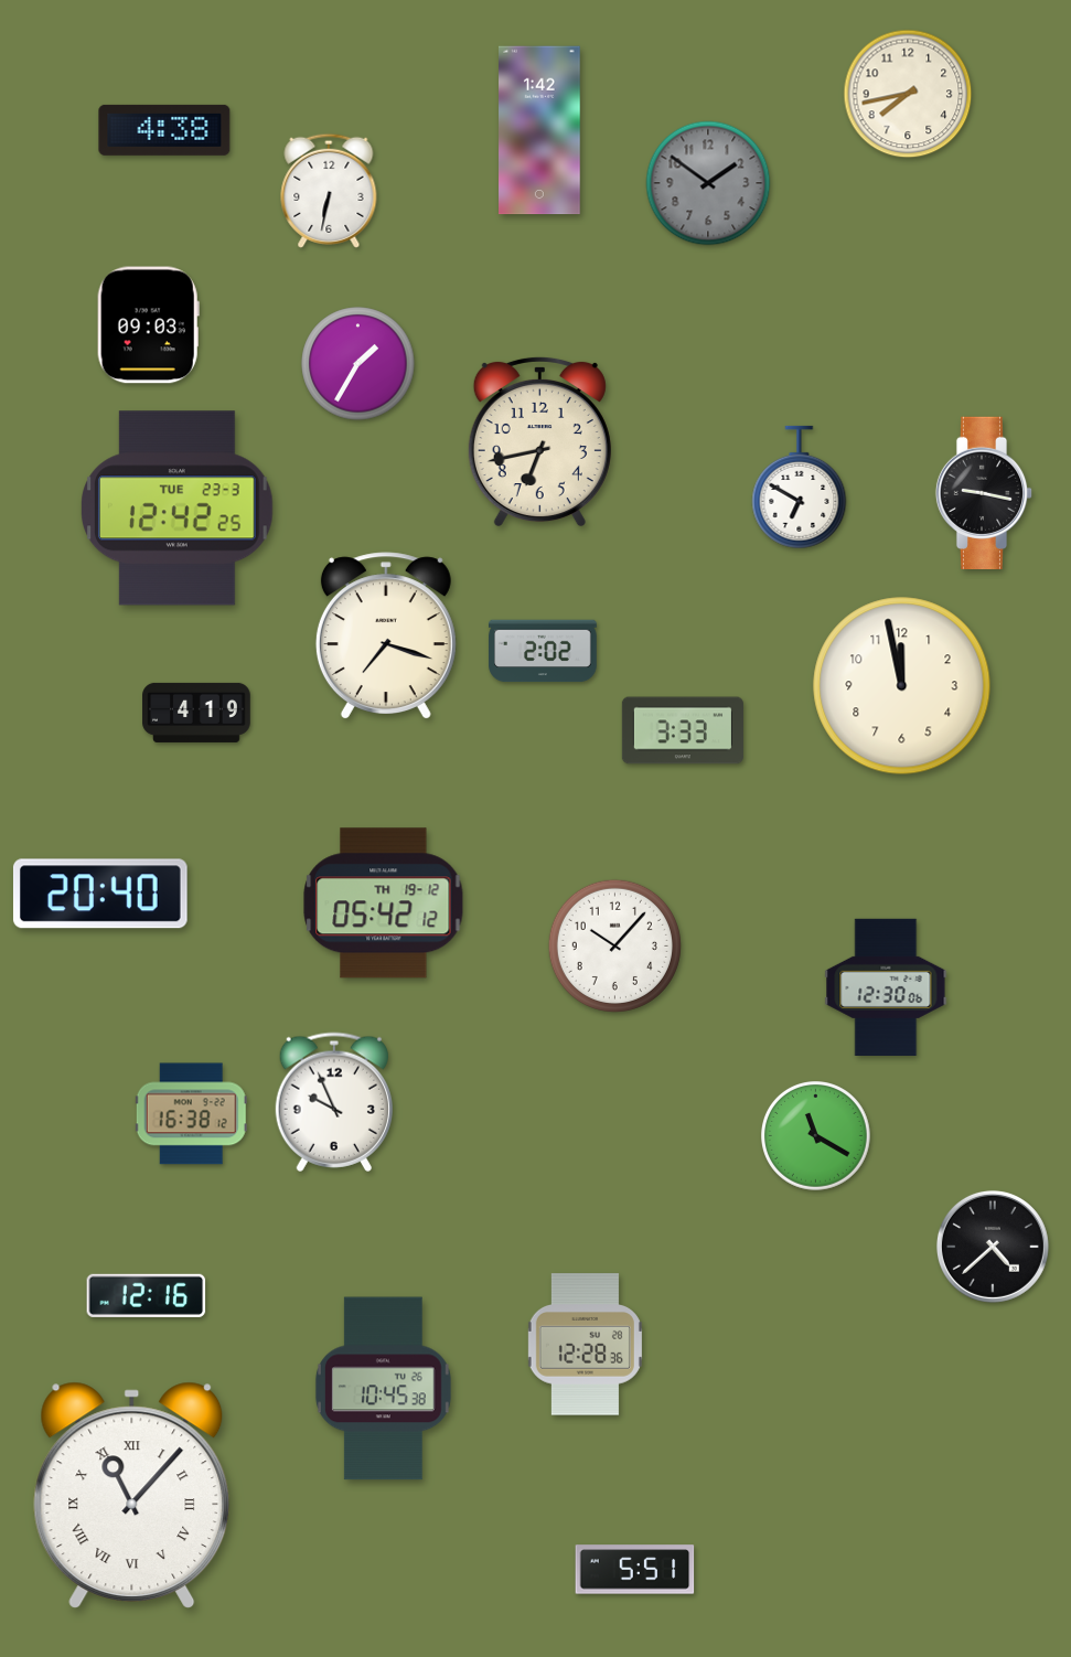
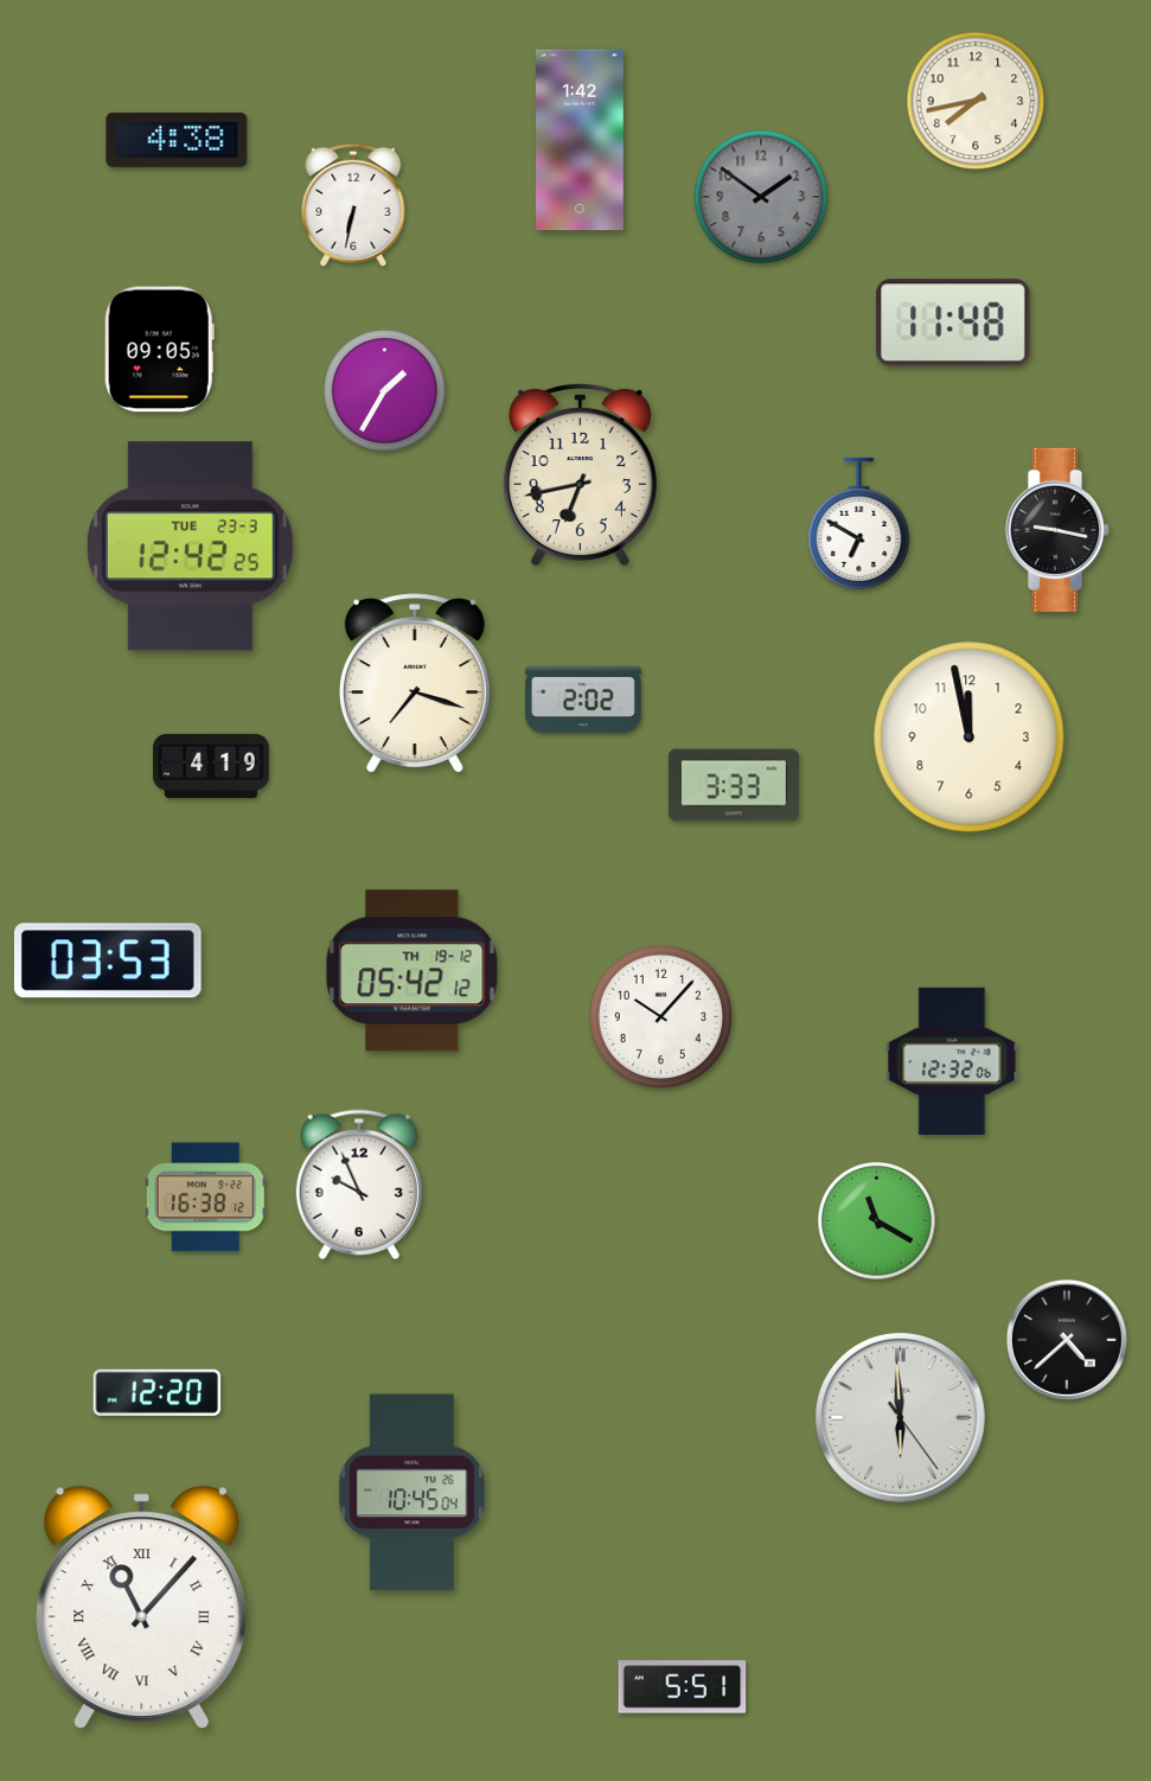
clock at (953, 323): none -> 11:48
clock at (148, 325): 09:03 -> 09:05
clock at (100, 894): 20:40 -> 03:53
clock at (886, 987): 12:30 -> 12:32
clock at (147, 1295): 12:16 -> 12:20
clock at (900, 1417): none -> 5:59
clock at (585, 1345): 12:28 -> none
clock at (383, 1389): 10:45:38 -> 10:45:04
